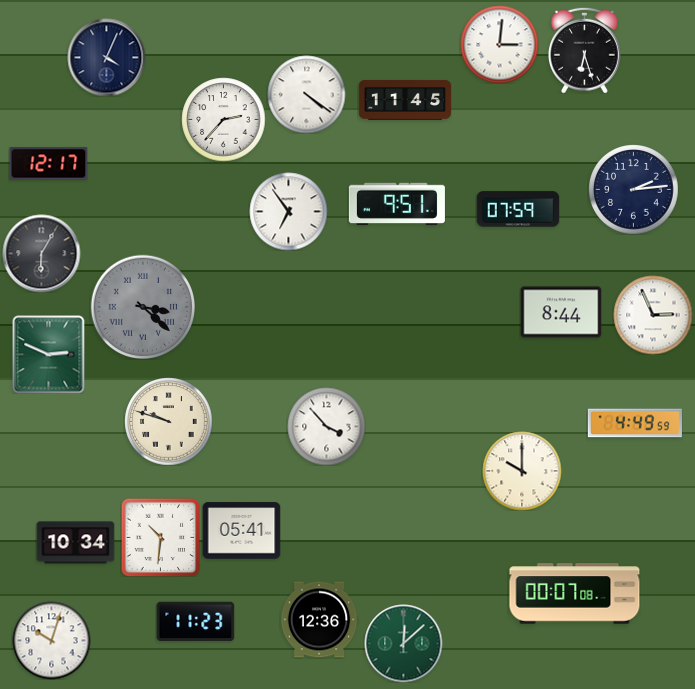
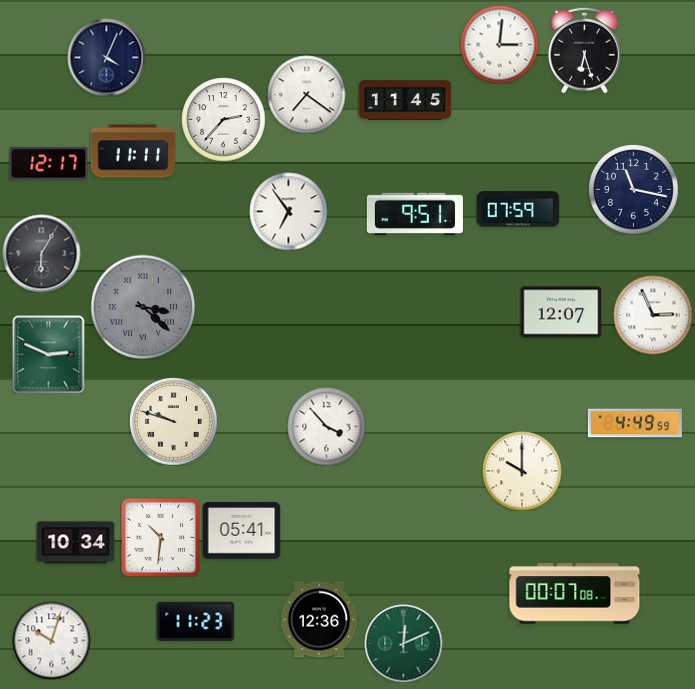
clock at (306, 94): 4:21 -> 7:21
clock at (133, 151): none -> 11:11
clock at (634, 190): 2:14 -> 11:17
clock at (397, 204) position: (397, 204) -> (415, 214)
clock at (561, 312): 8:44 -> 12:07
clock at (168, 421) position: (168, 421) -> (173, 421)
clock at (403, 643): 12:08 -> 12:11
